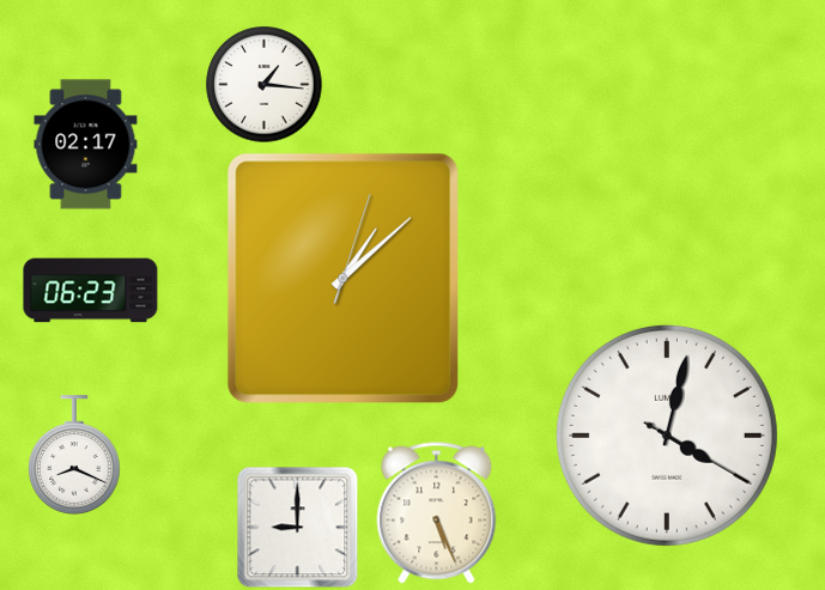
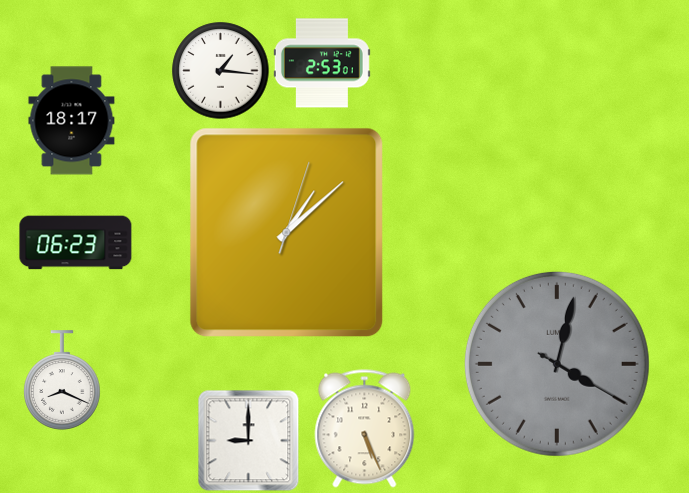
clock at (322, 63): none -> 2:53
clock at (86, 145): 02:17 -> 18:17
clock at (667, 436) dial: white -> grey
